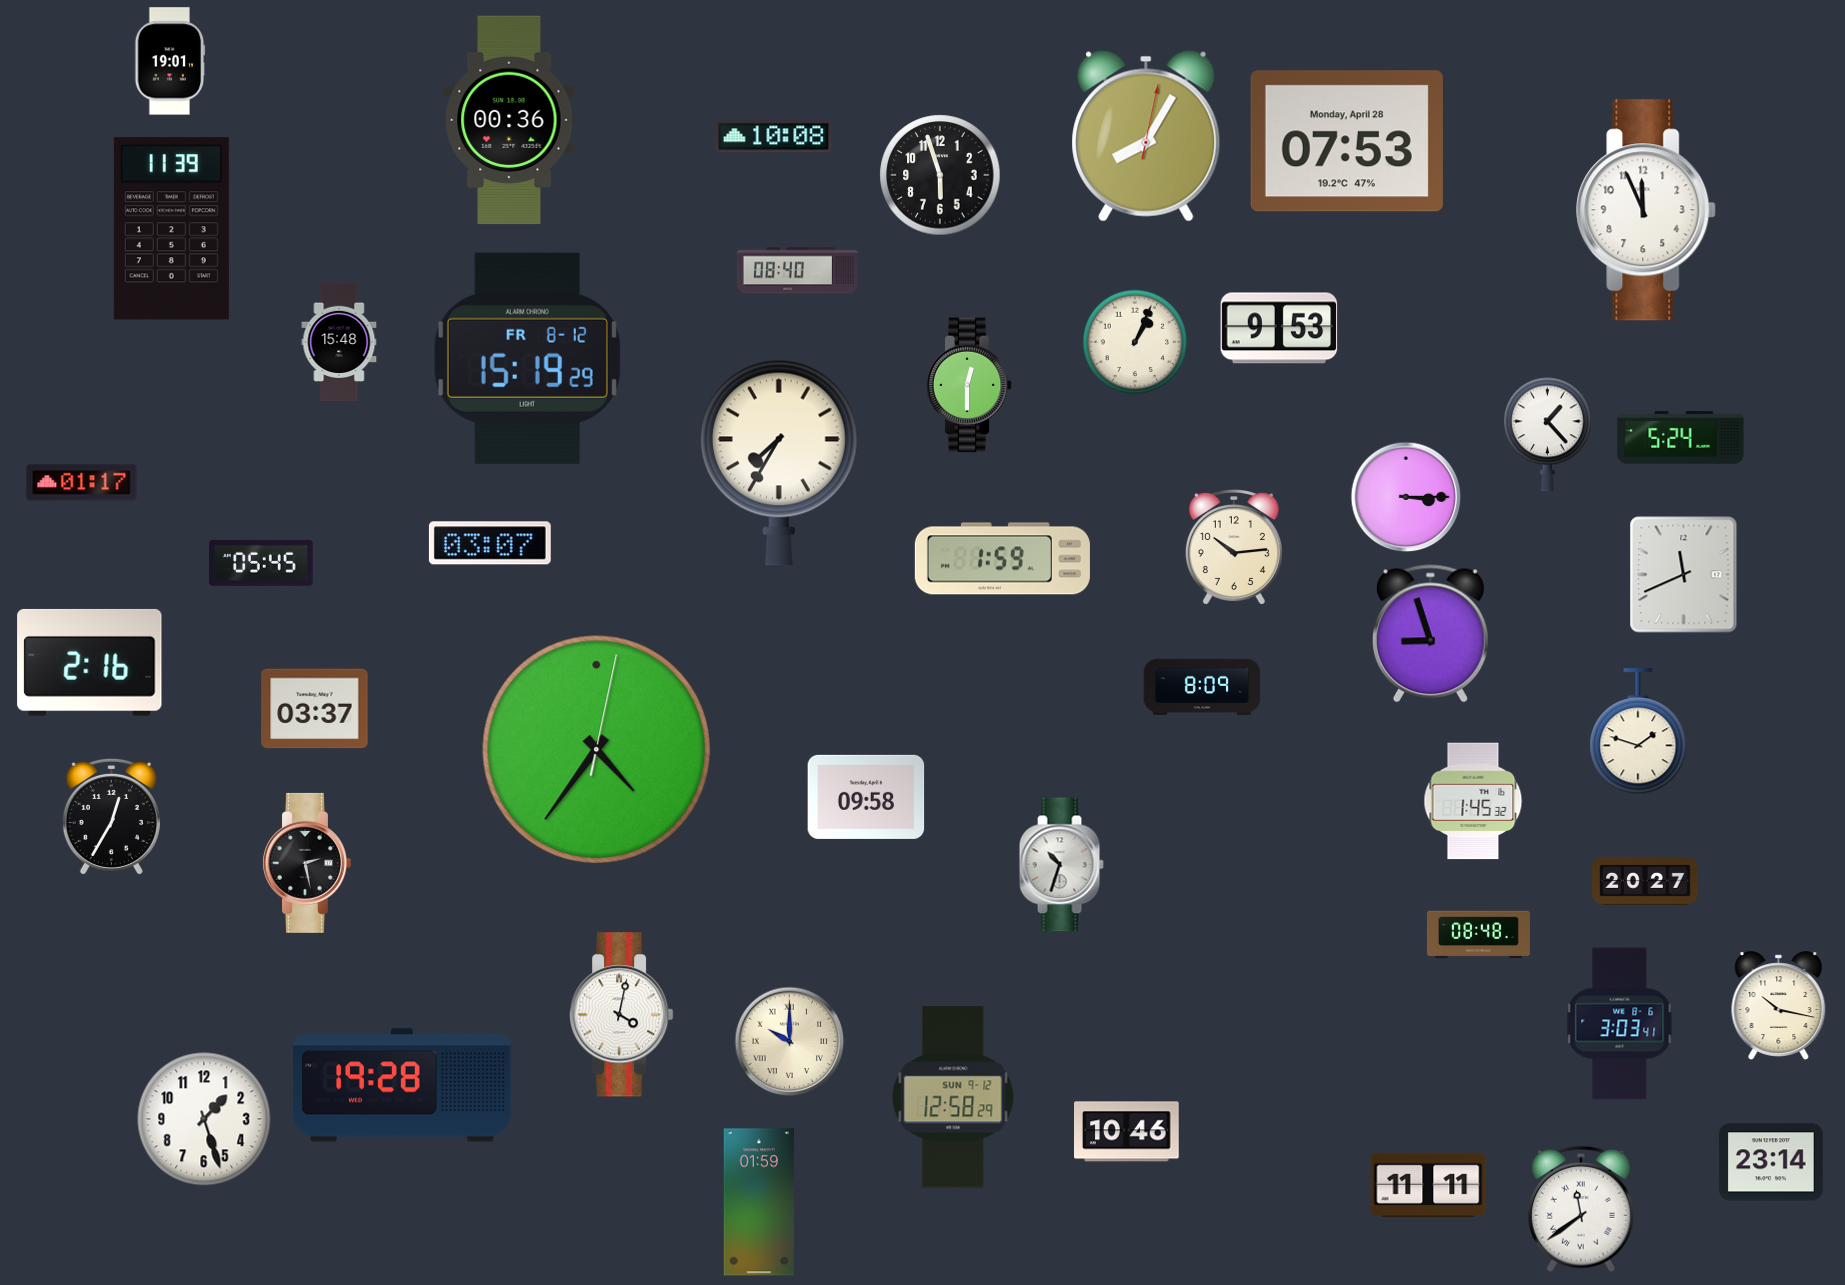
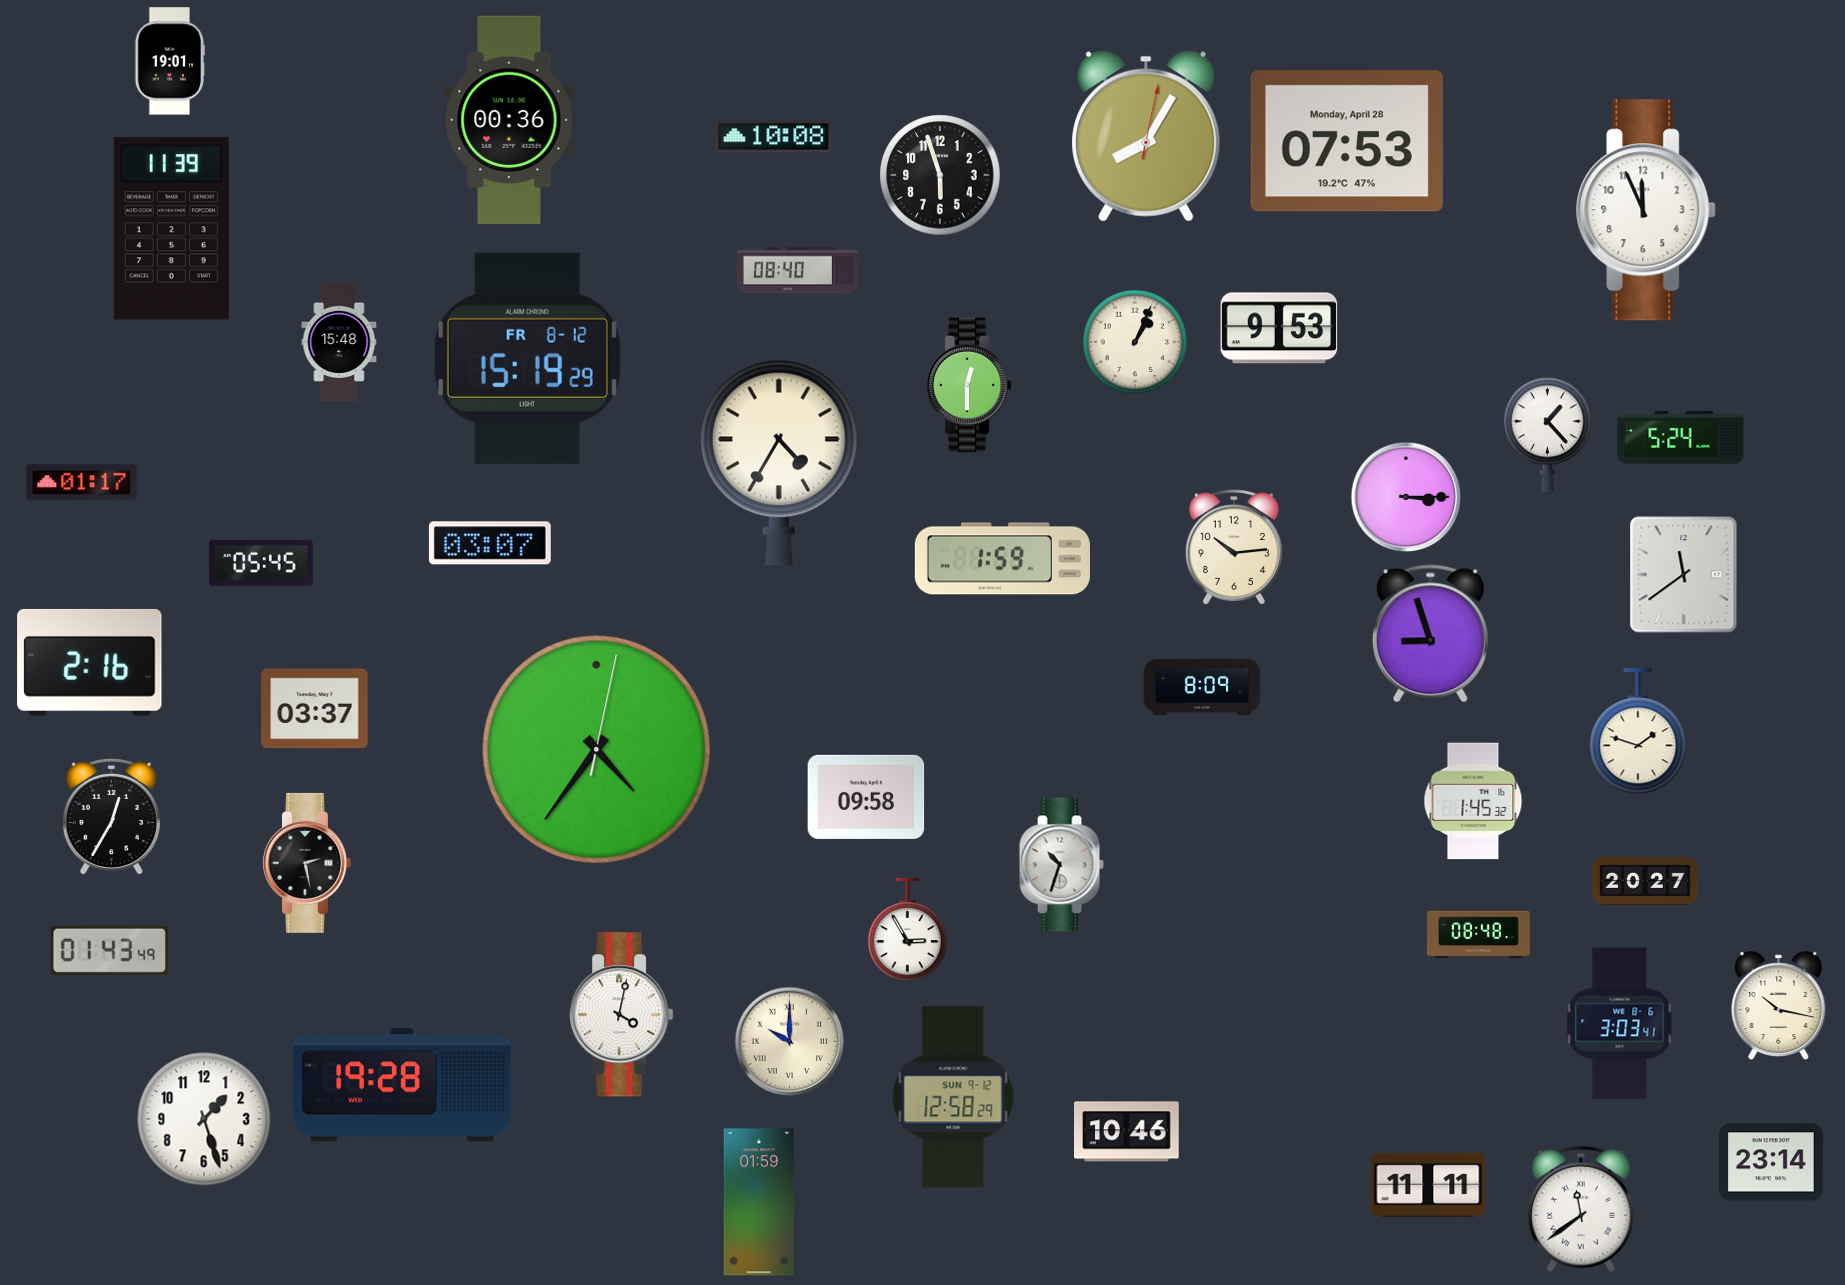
clock at (779, 463): 7:35 -> 4:35
clock at (1684, 575): 11:41 -> 11:39
clock at (907, 930): none -> 2:55
clock at (110, 950): none -> 01:43
